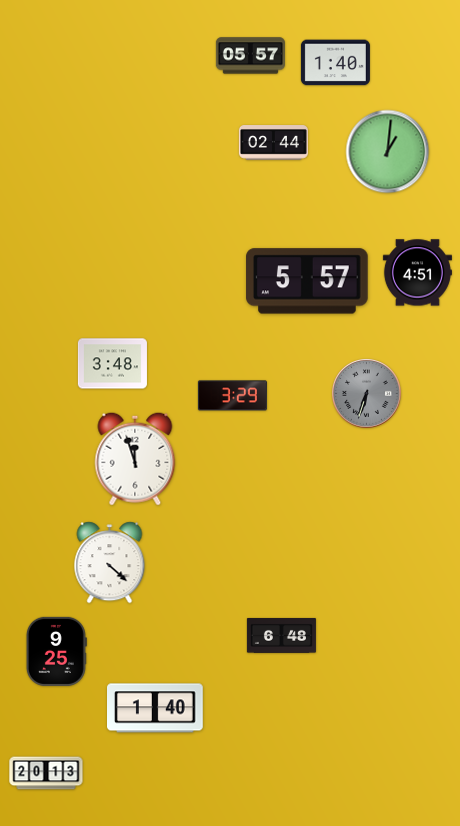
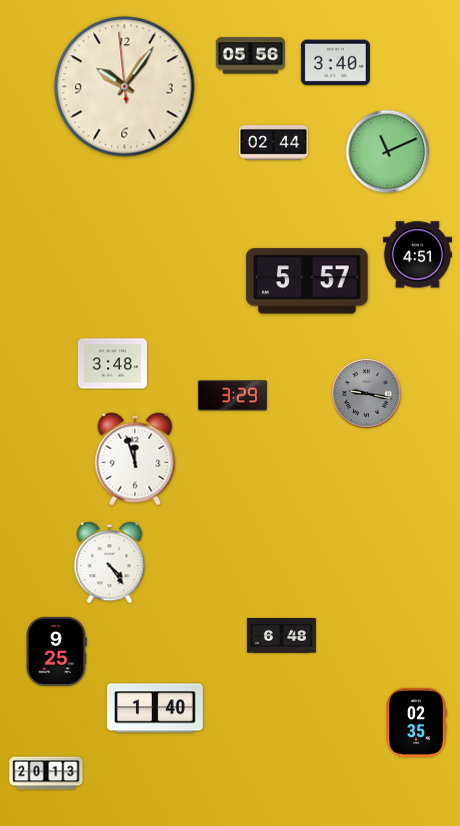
clock at (250, 56): 05:57 -> 05:56
clock at (335, 63): 1:40 -> 3:40
clock at (125, 87): none -> 10:05
clock at (388, 152): 1:01 -> 11:11
clock at (417, 273) position: (417, 273) -> (417, 255)
clock at (367, 394): 6:33 -> 9:17
clock at (110, 563): 4:22 -> 4:24
clock at (416, 722): none -> 02:35
